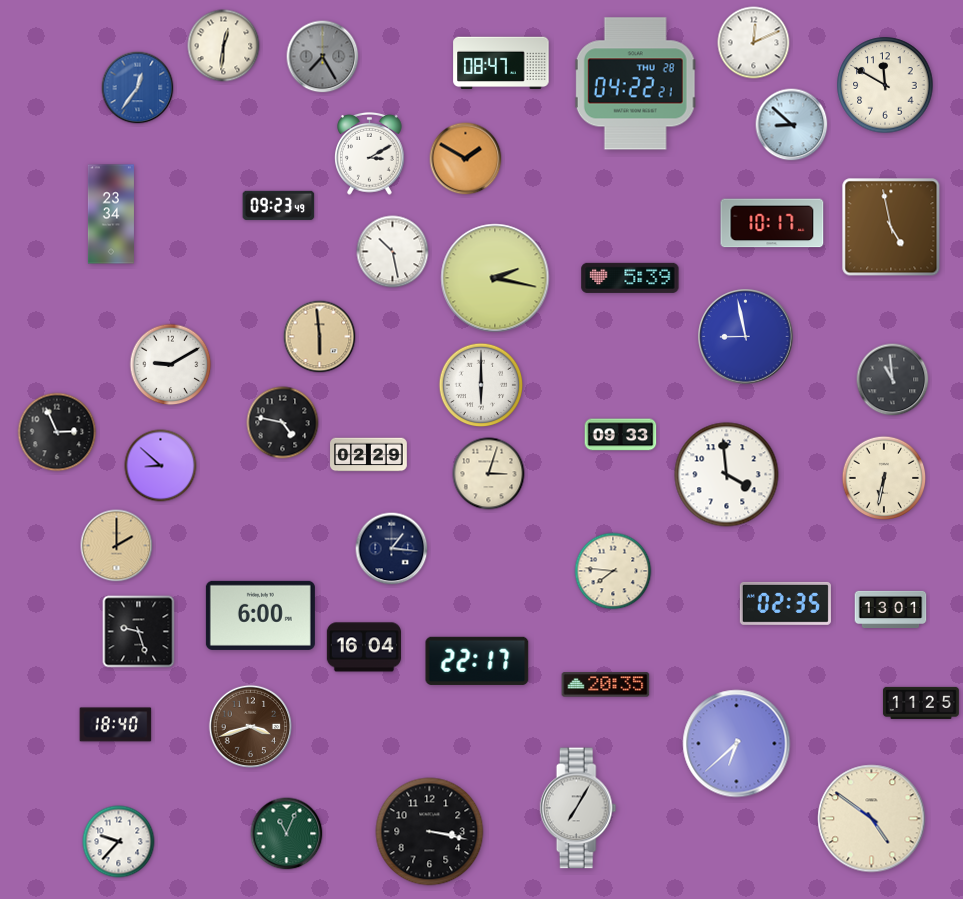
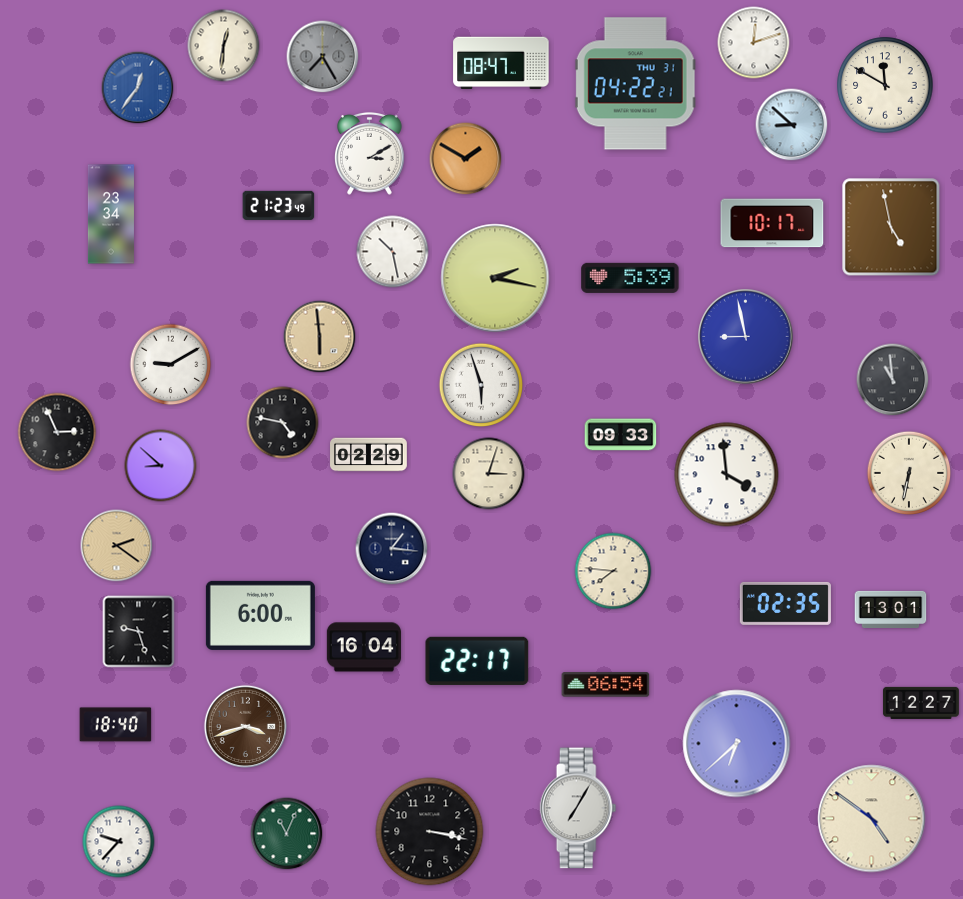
clock at (754, 43): 12:11 -> 12:12
clock at (635, 84) date: THU 28 -> THU 31
clock at (279, 205): 09:23 -> 21:23
clock at (481, 385): 6:00 -> 5:57
clock at (884, 478) position: (884, 478) -> (909, 473)
clock at (117, 546): 2:00 -> 2:21
clock at (606, 685): 20:35 -> 06:54
clock at (921, 703): 11:25 -> 12:27
clock at (250, 726) position: (250, 726) -> (245, 726)
